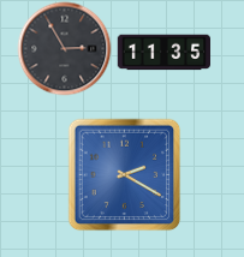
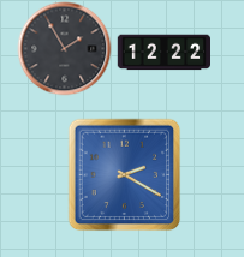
clock at (64, 48): 2:55 -> 1:55
clock at (163, 53): 11:35 -> 12:22
